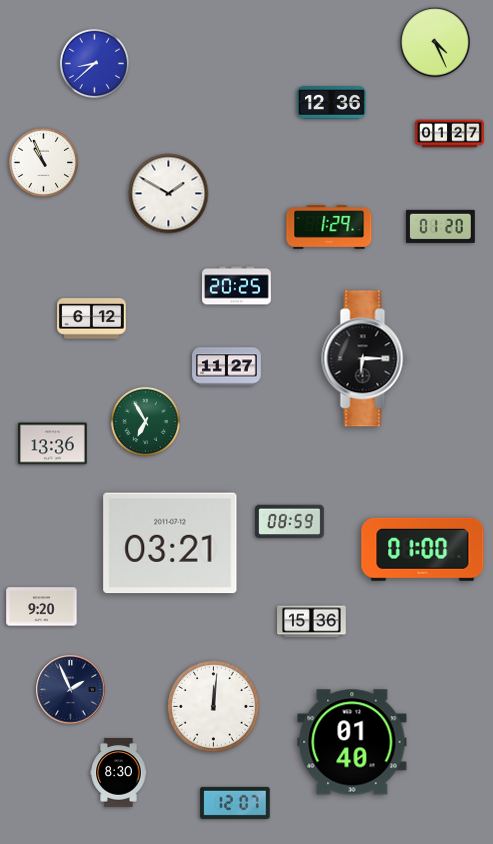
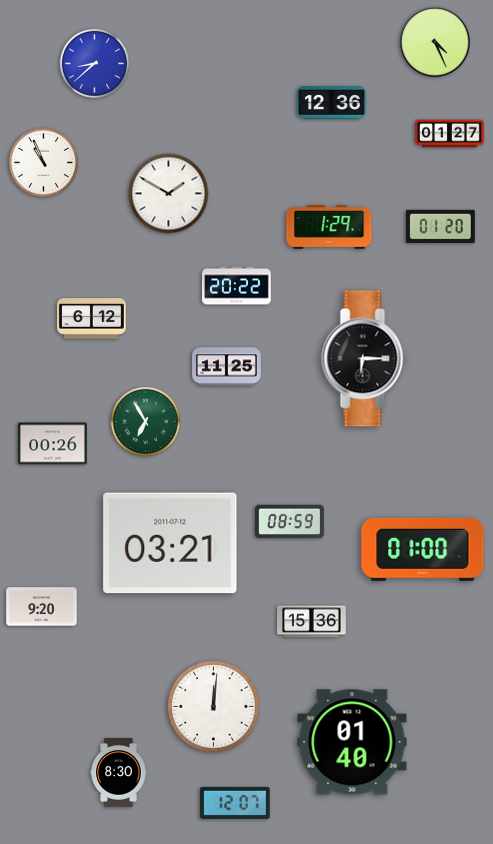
clock at (237, 286): 20:25 -> 20:22
clock at (227, 367): 11:27 -> 11:25
clock at (53, 444): 13:36 -> 00:26
clock at (71, 690): 1:56 -> none
